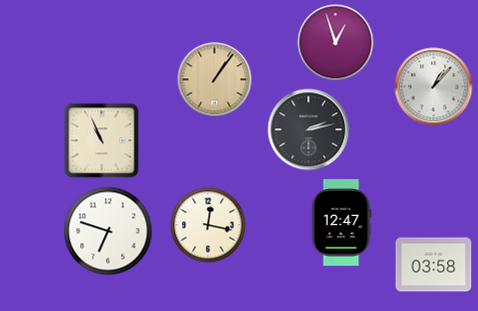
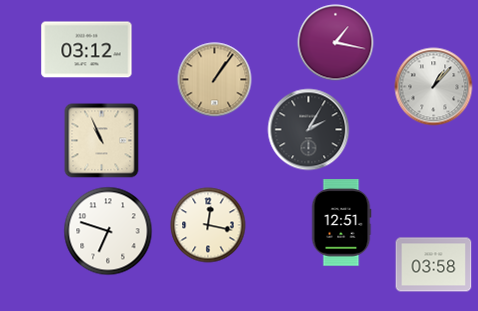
clock at (336, 43): 12:57 -> 1:17
clock at (87, 50): none -> 03:12
clock at (309, 130): 2:13 -> 2:05
clock at (341, 223): 12:47 -> 12:51
